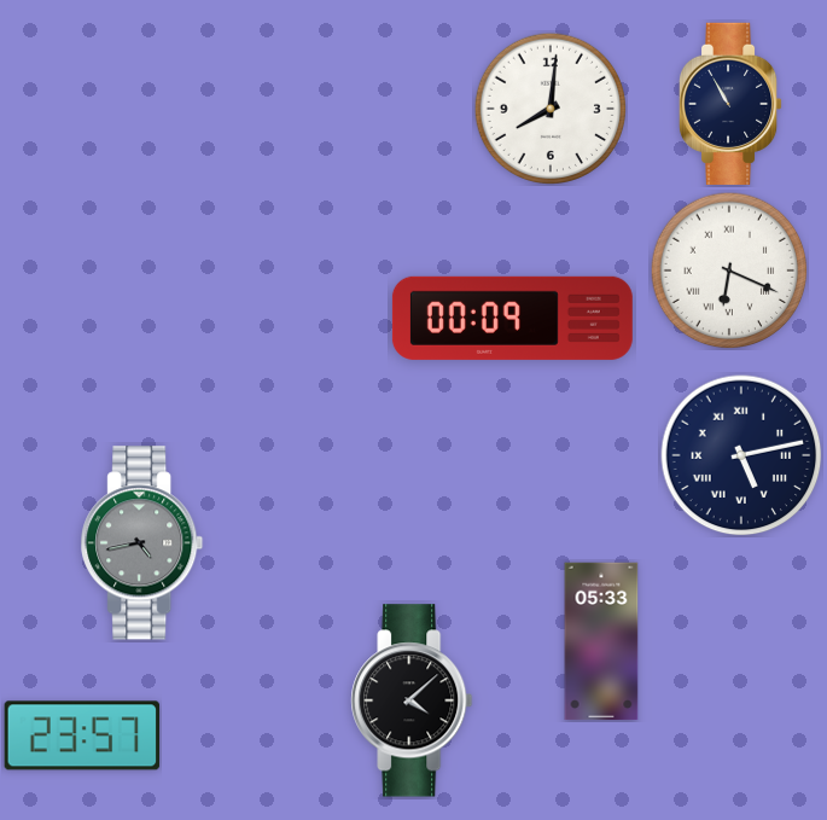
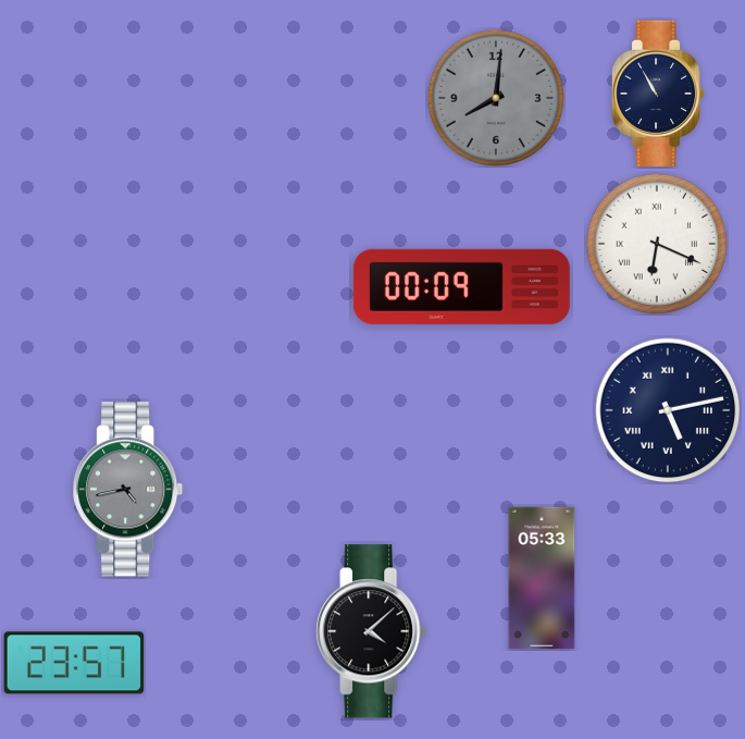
clock at (549, 107) dial: white -> grey
